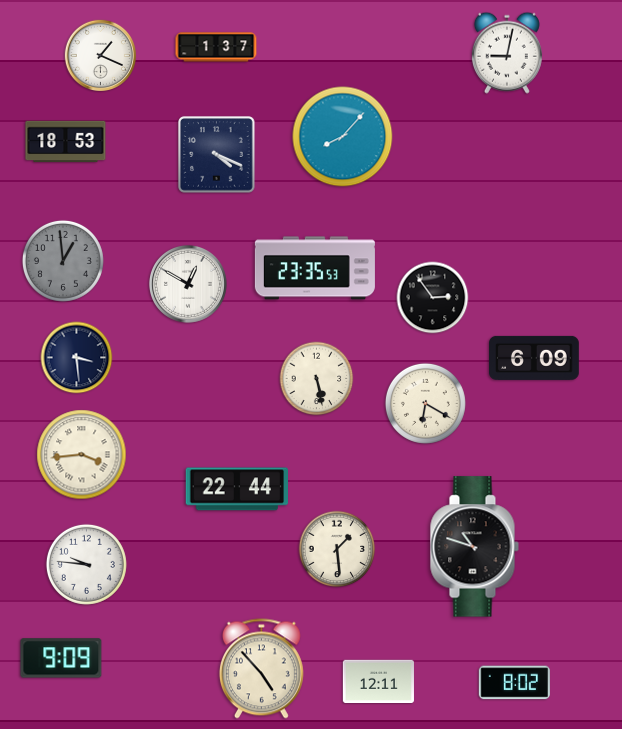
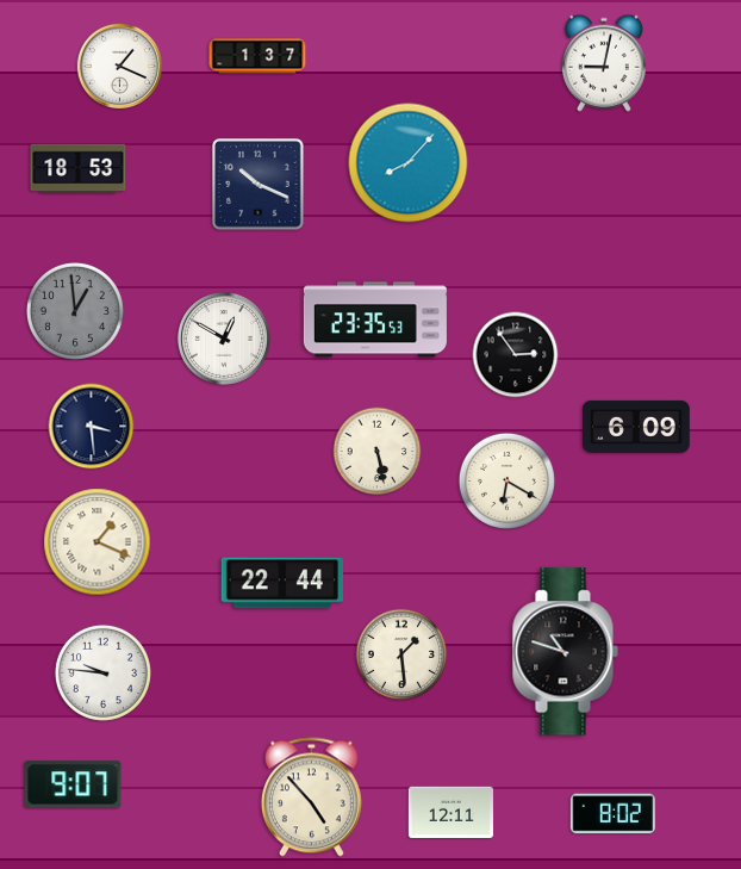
clock at (217, 155): 4:19 -> 10:19
clock at (82, 455): 3:44 -> 1:19
clock at (61, 658): 9:09 -> 9:07
